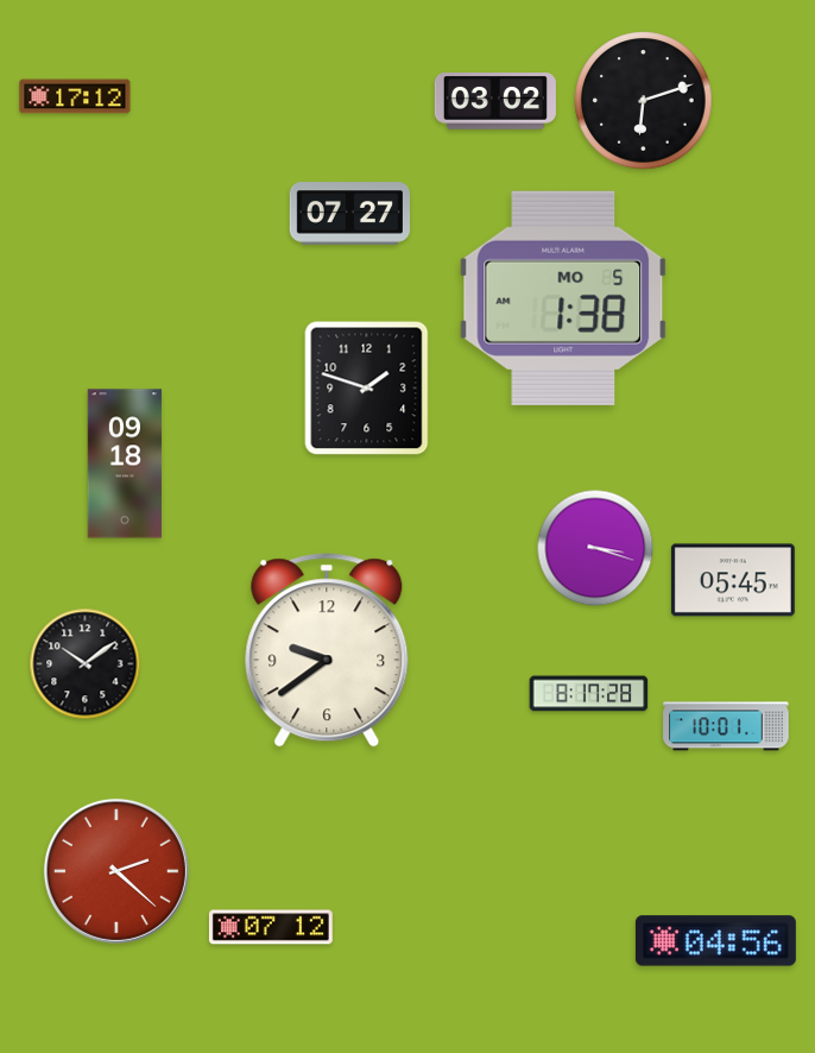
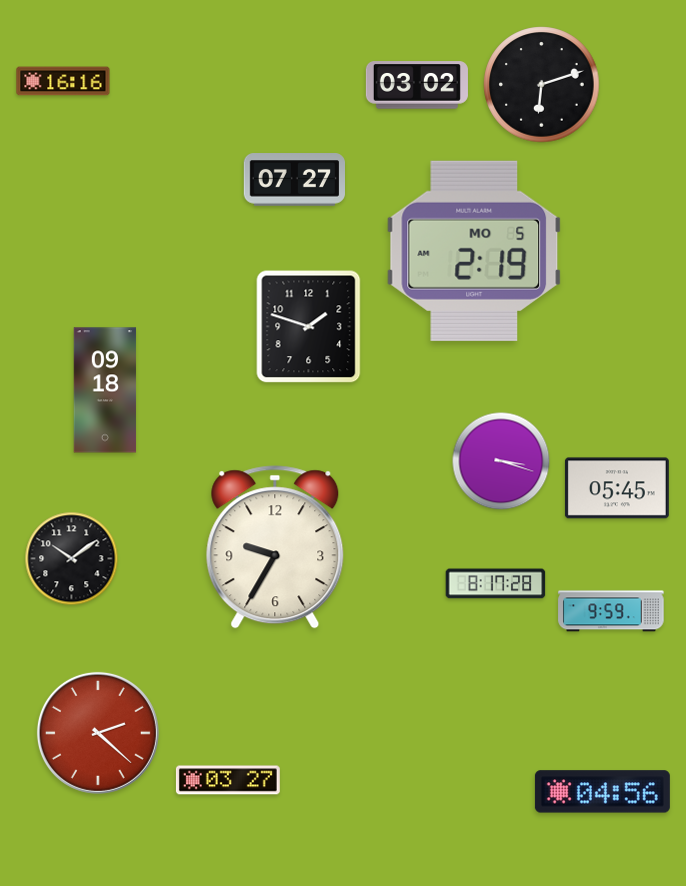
clock at (75, 96): 17:12 -> 16:16
clock at (563, 298): 1:38 -> 2:19
clock at (327, 650): 9:39 -> 9:35
clock at (726, 726): 10:01 -> 9:59
clock at (271, 927): 07:12 -> 03:27
